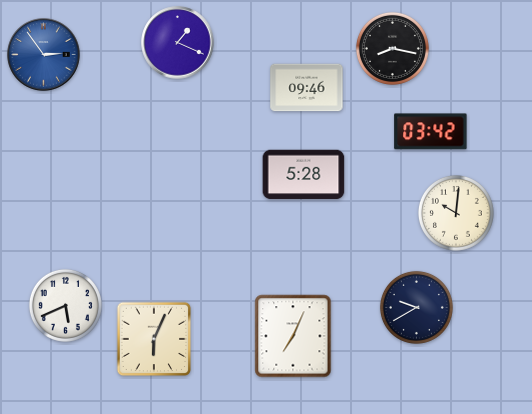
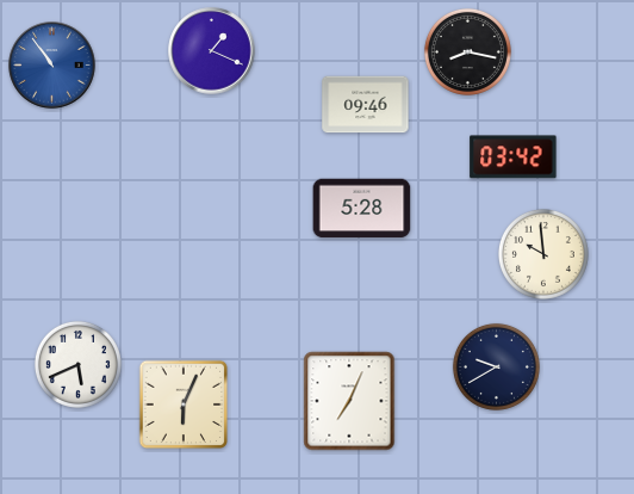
clock at (392, 48) position: (392, 48) -> (467, 51)
clock at (44, 55): 2:54 -> 10:54
clock at (456, 213): 10:01 -> 9:59
